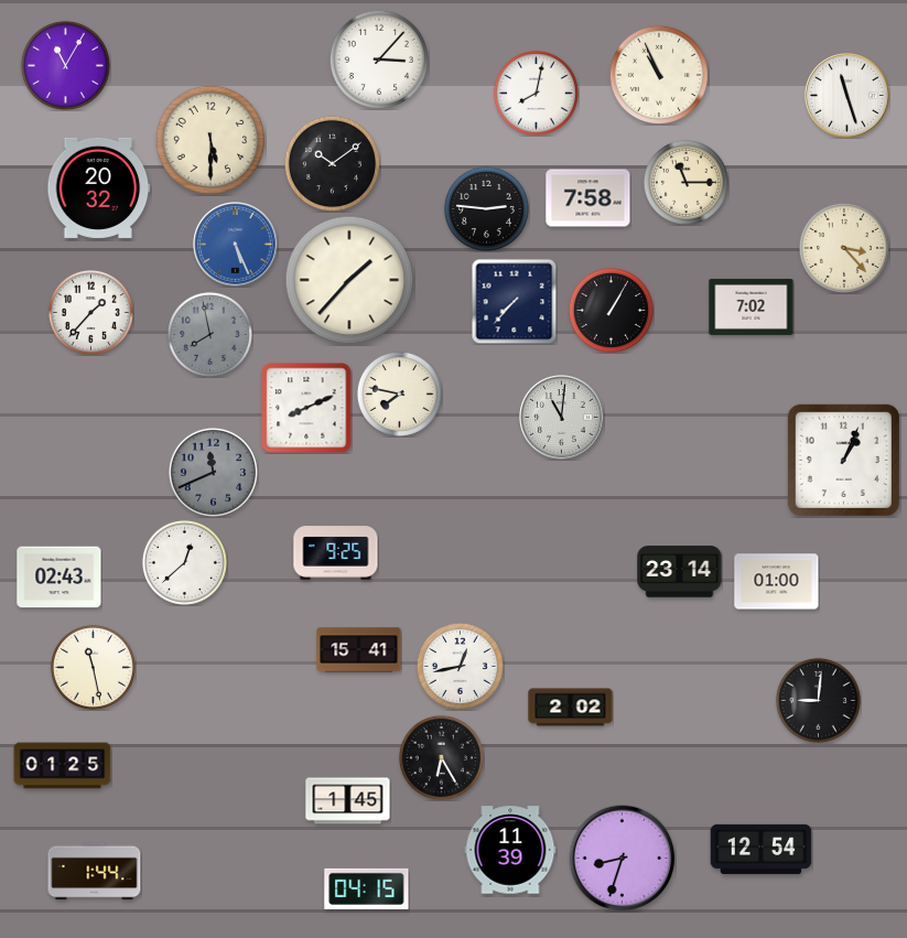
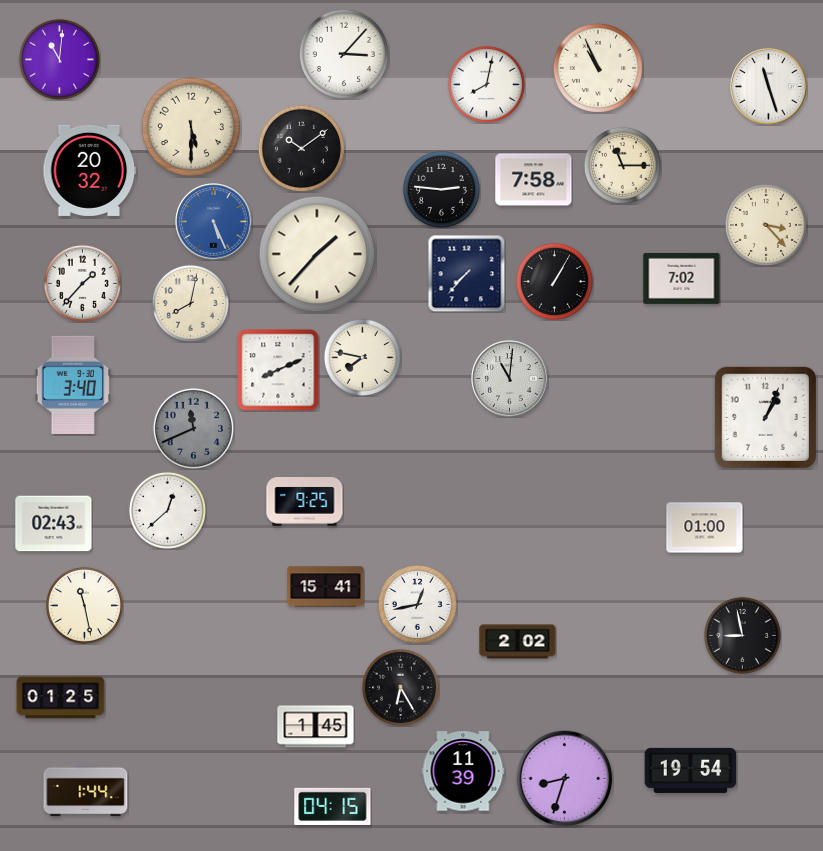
clock at (65, 65): 11:05 -> 11:01
clock at (209, 334): 7:58 -> 8:02
clock at (209, 334) dial: grey -> cream
clock at (73, 385): none -> 3:40
clock at (680, 572): 23:14 -> none
clock at (359, 650) position: (359, 650) -> (326, 587)
clock at (818, 700): 9:01 -> 8:58
clock at (63, 766) position: (63, 766) -> (61, 698)
clock at (762, 849): 12:54 -> 19:54
